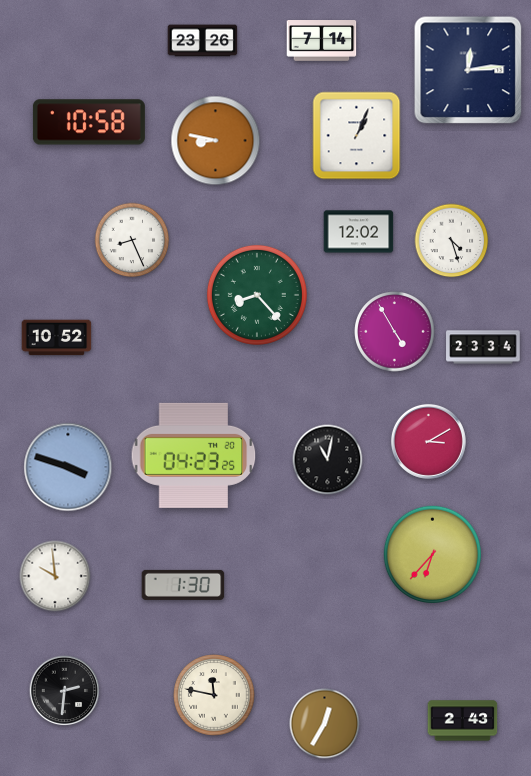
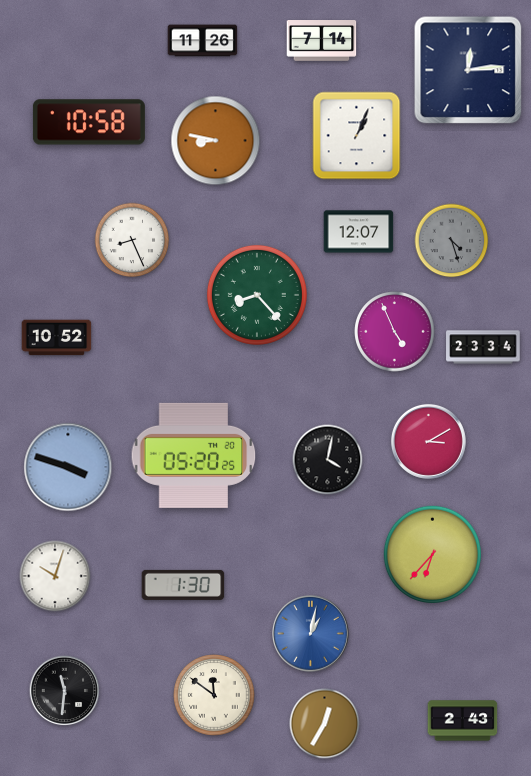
clock at (203, 41): 23:26 -> 11:26
clock at (359, 232): 12:02 -> 12:07
clock at (452, 241) dial: white -> grey
clock at (395, 332): 4:55 -> 4:56
clock at (194, 455): 04:23 -> 05:20
clock at (328, 460): 11:02 -> 4:02
clock at (55, 576): 9:59 -> 10:03
clock at (311, 634): none -> 1:02
clock at (65, 691): 2:31 -> 11:31
clock at (214, 695): 11:47 -> 11:51
